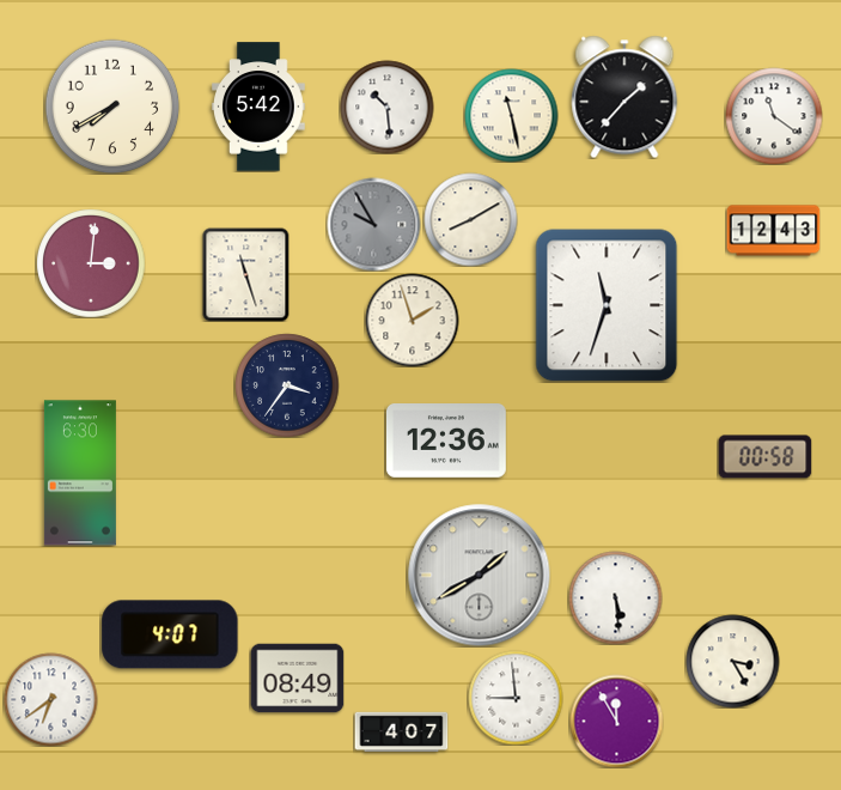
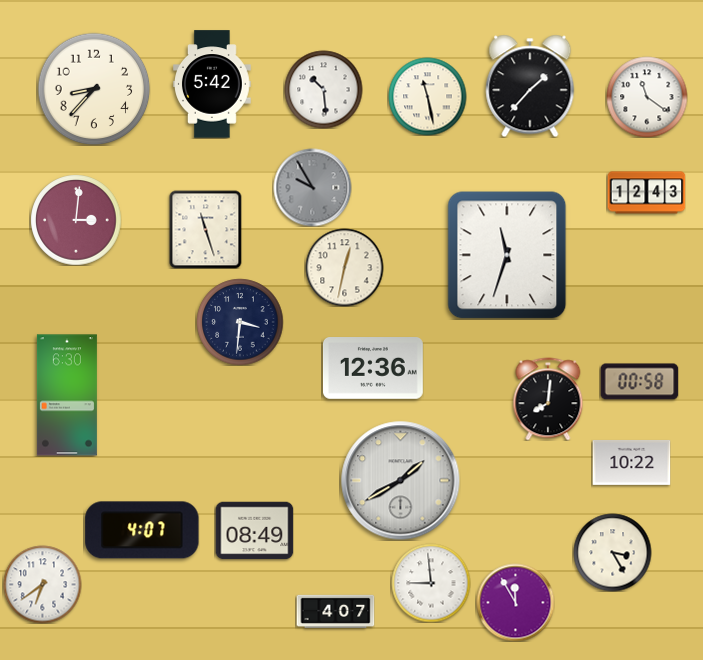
clock at (624, 97) position: (624, 97) -> (530, 86)
clock at (112, 107): 7:40 -> 8:37
clock at (260, 107) position: (260, 107) -> (213, 84)
clock at (470, 219): 8:10 -> none
clock at (412, 320): 1:57 -> 12:32
clock at (287, 385): 3:36 -> 3:31
clock at (548, 399): none -> 8:01
clock at (631, 462): none -> 10:22
clock at (615, 597): 5:29 -> none
clock at (297, 679) position: (297, 679) -> (254, 531)
